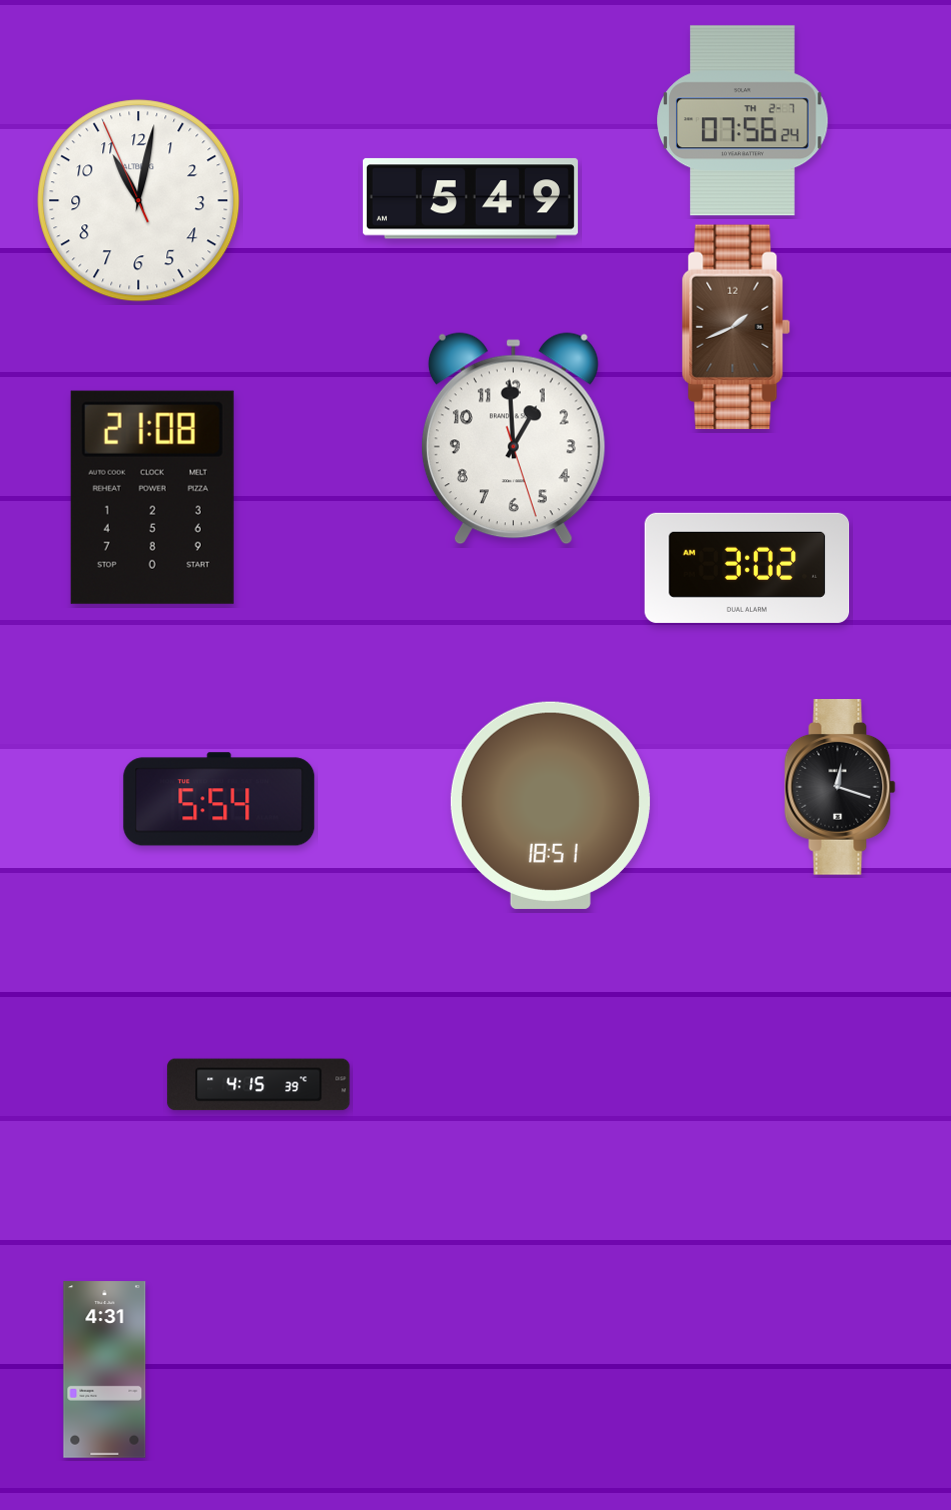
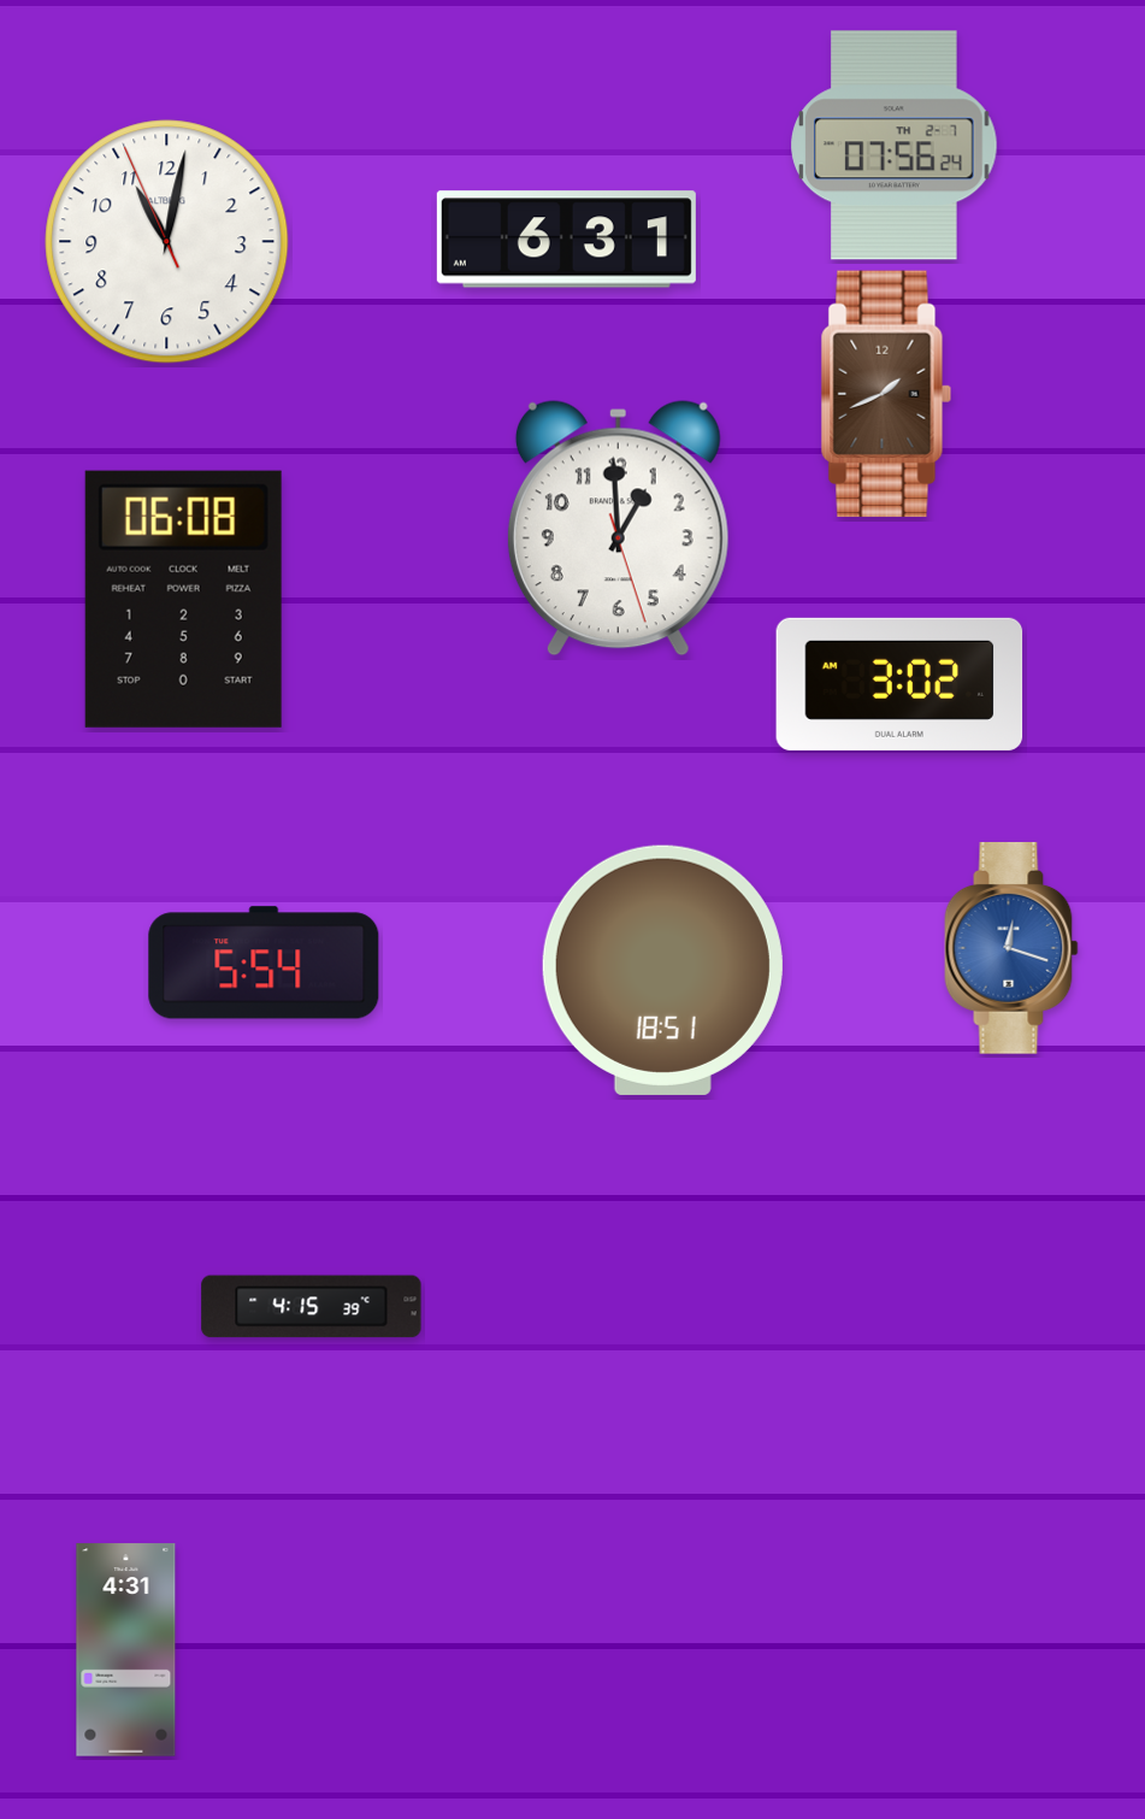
clock at (470, 199): 5:49 -> 6:31
clock at (152, 497): 21:08 -> 06:08
clock at (840, 788) dial: black -> blue
